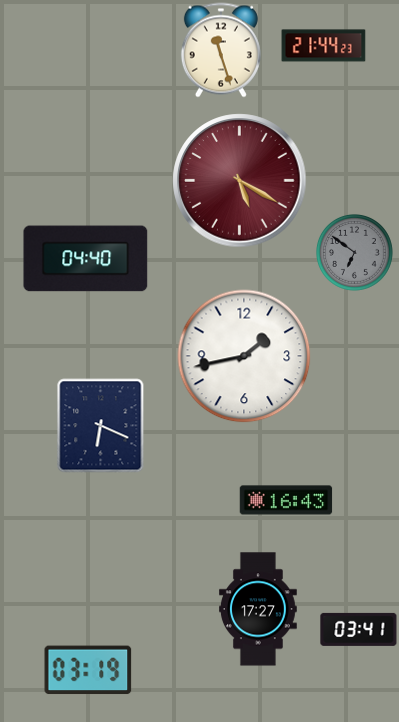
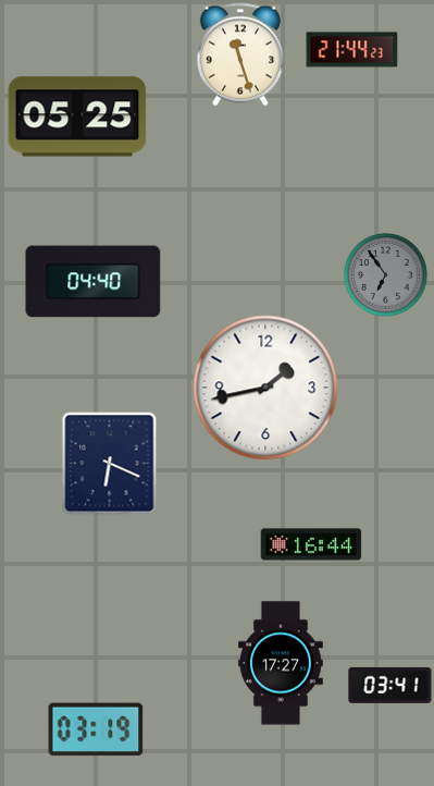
clock at (77, 116): none -> 05:25
clock at (240, 181): 5:20 -> none
clock at (355, 253): 6:51 -> 6:54
clock at (286, 500): 16:43 -> 16:44
